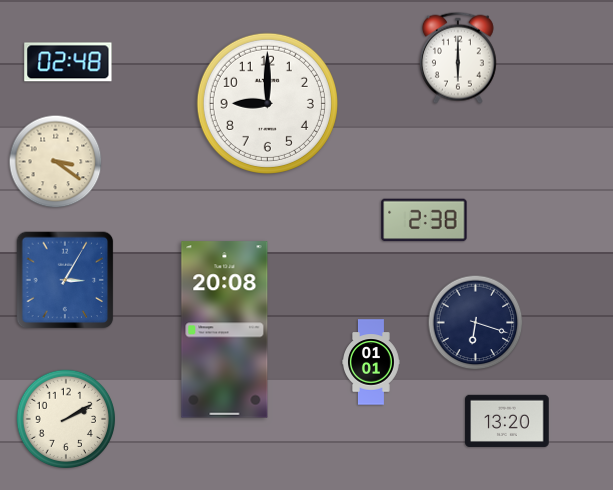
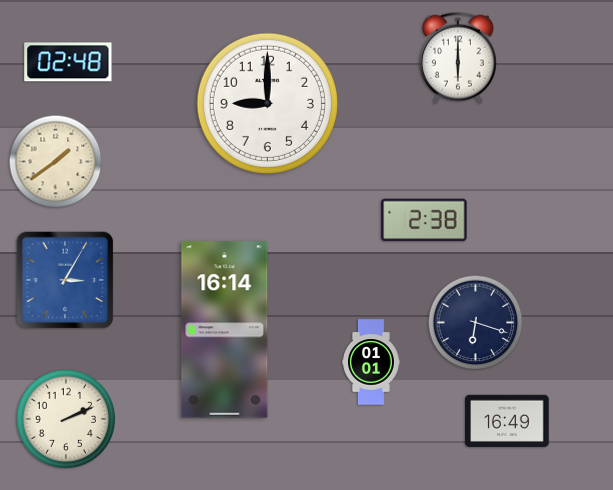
clock at (56, 162): 3:21 -> 1:39
clock at (225, 330): 20:08 -> 16:14
clock at (65, 418): 2:10 -> 2:11
clock at (507, 421): 13:20 -> 16:49
